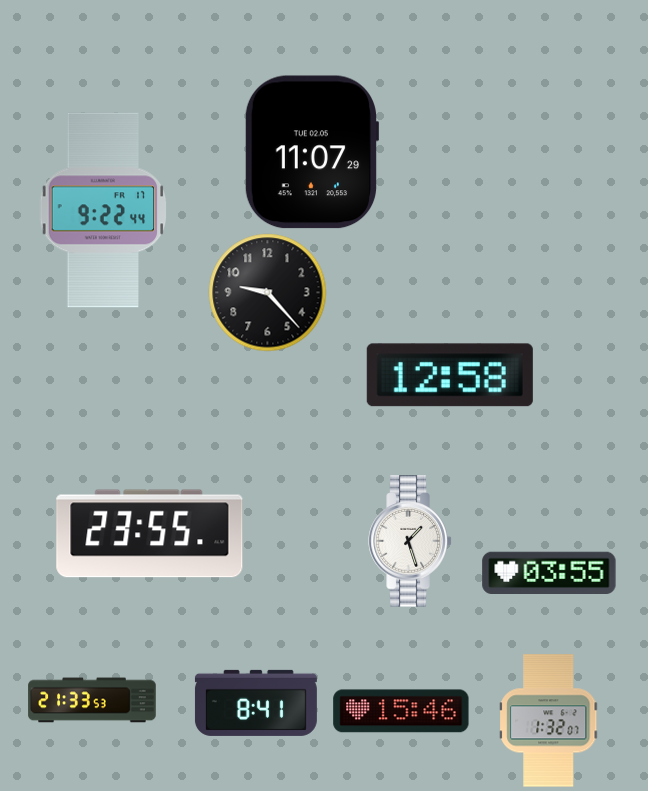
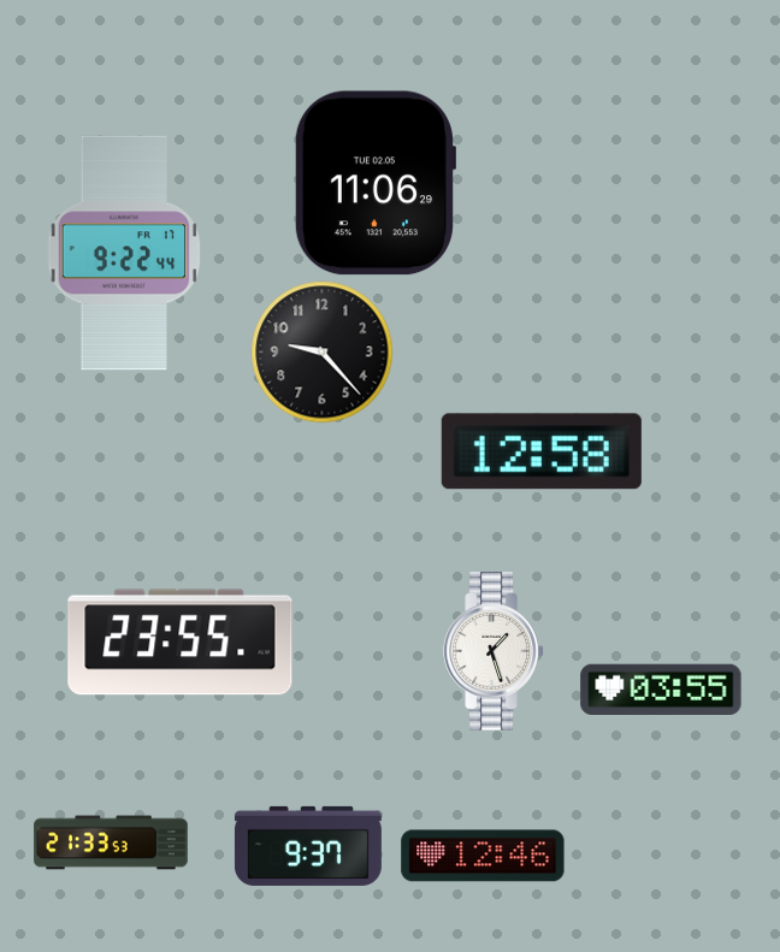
clock at (311, 152): 11:07 -> 11:06
clock at (256, 703): 8:41 -> 9:37
clock at (401, 711): 15:46 -> 12:46
clock at (549, 721): 1:32 -> none
